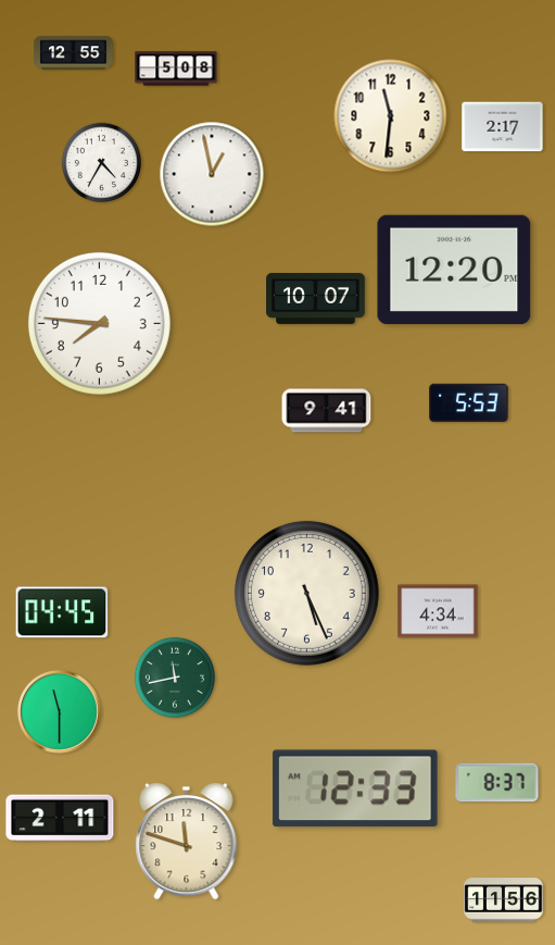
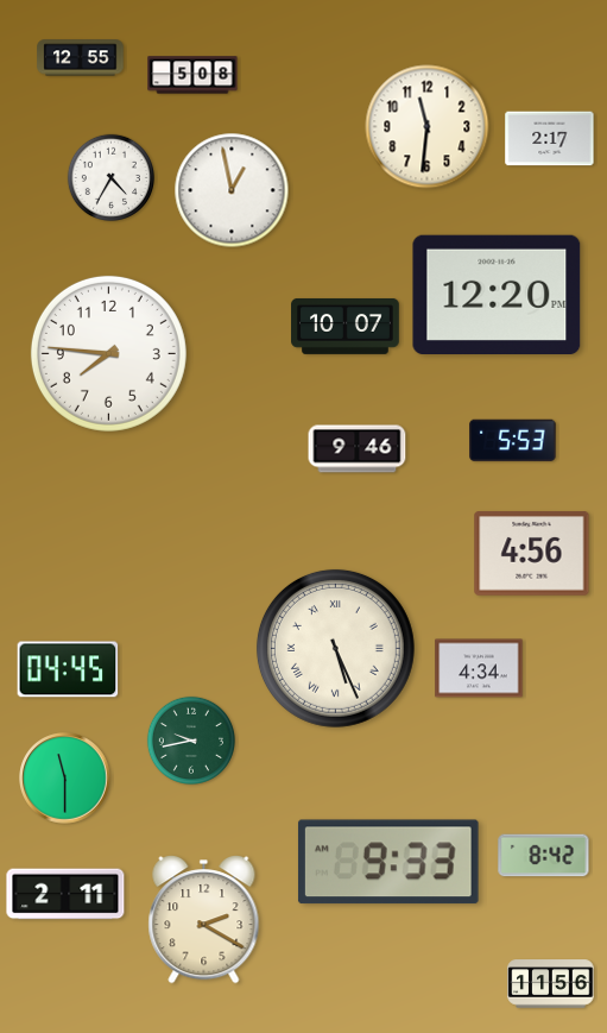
clock at (327, 411): 9:41 -> 9:46
clock at (532, 554): none -> 4:56
clock at (306, 593) numerals: Arabic -> Roman
clock at (175, 677): 11:43 -> 9:43
clock at (497, 783): 8:37 -> 8:42
clock at (355, 788): 12:33 -> 9:33
clock at (187, 842): 11:48 -> 2:20
